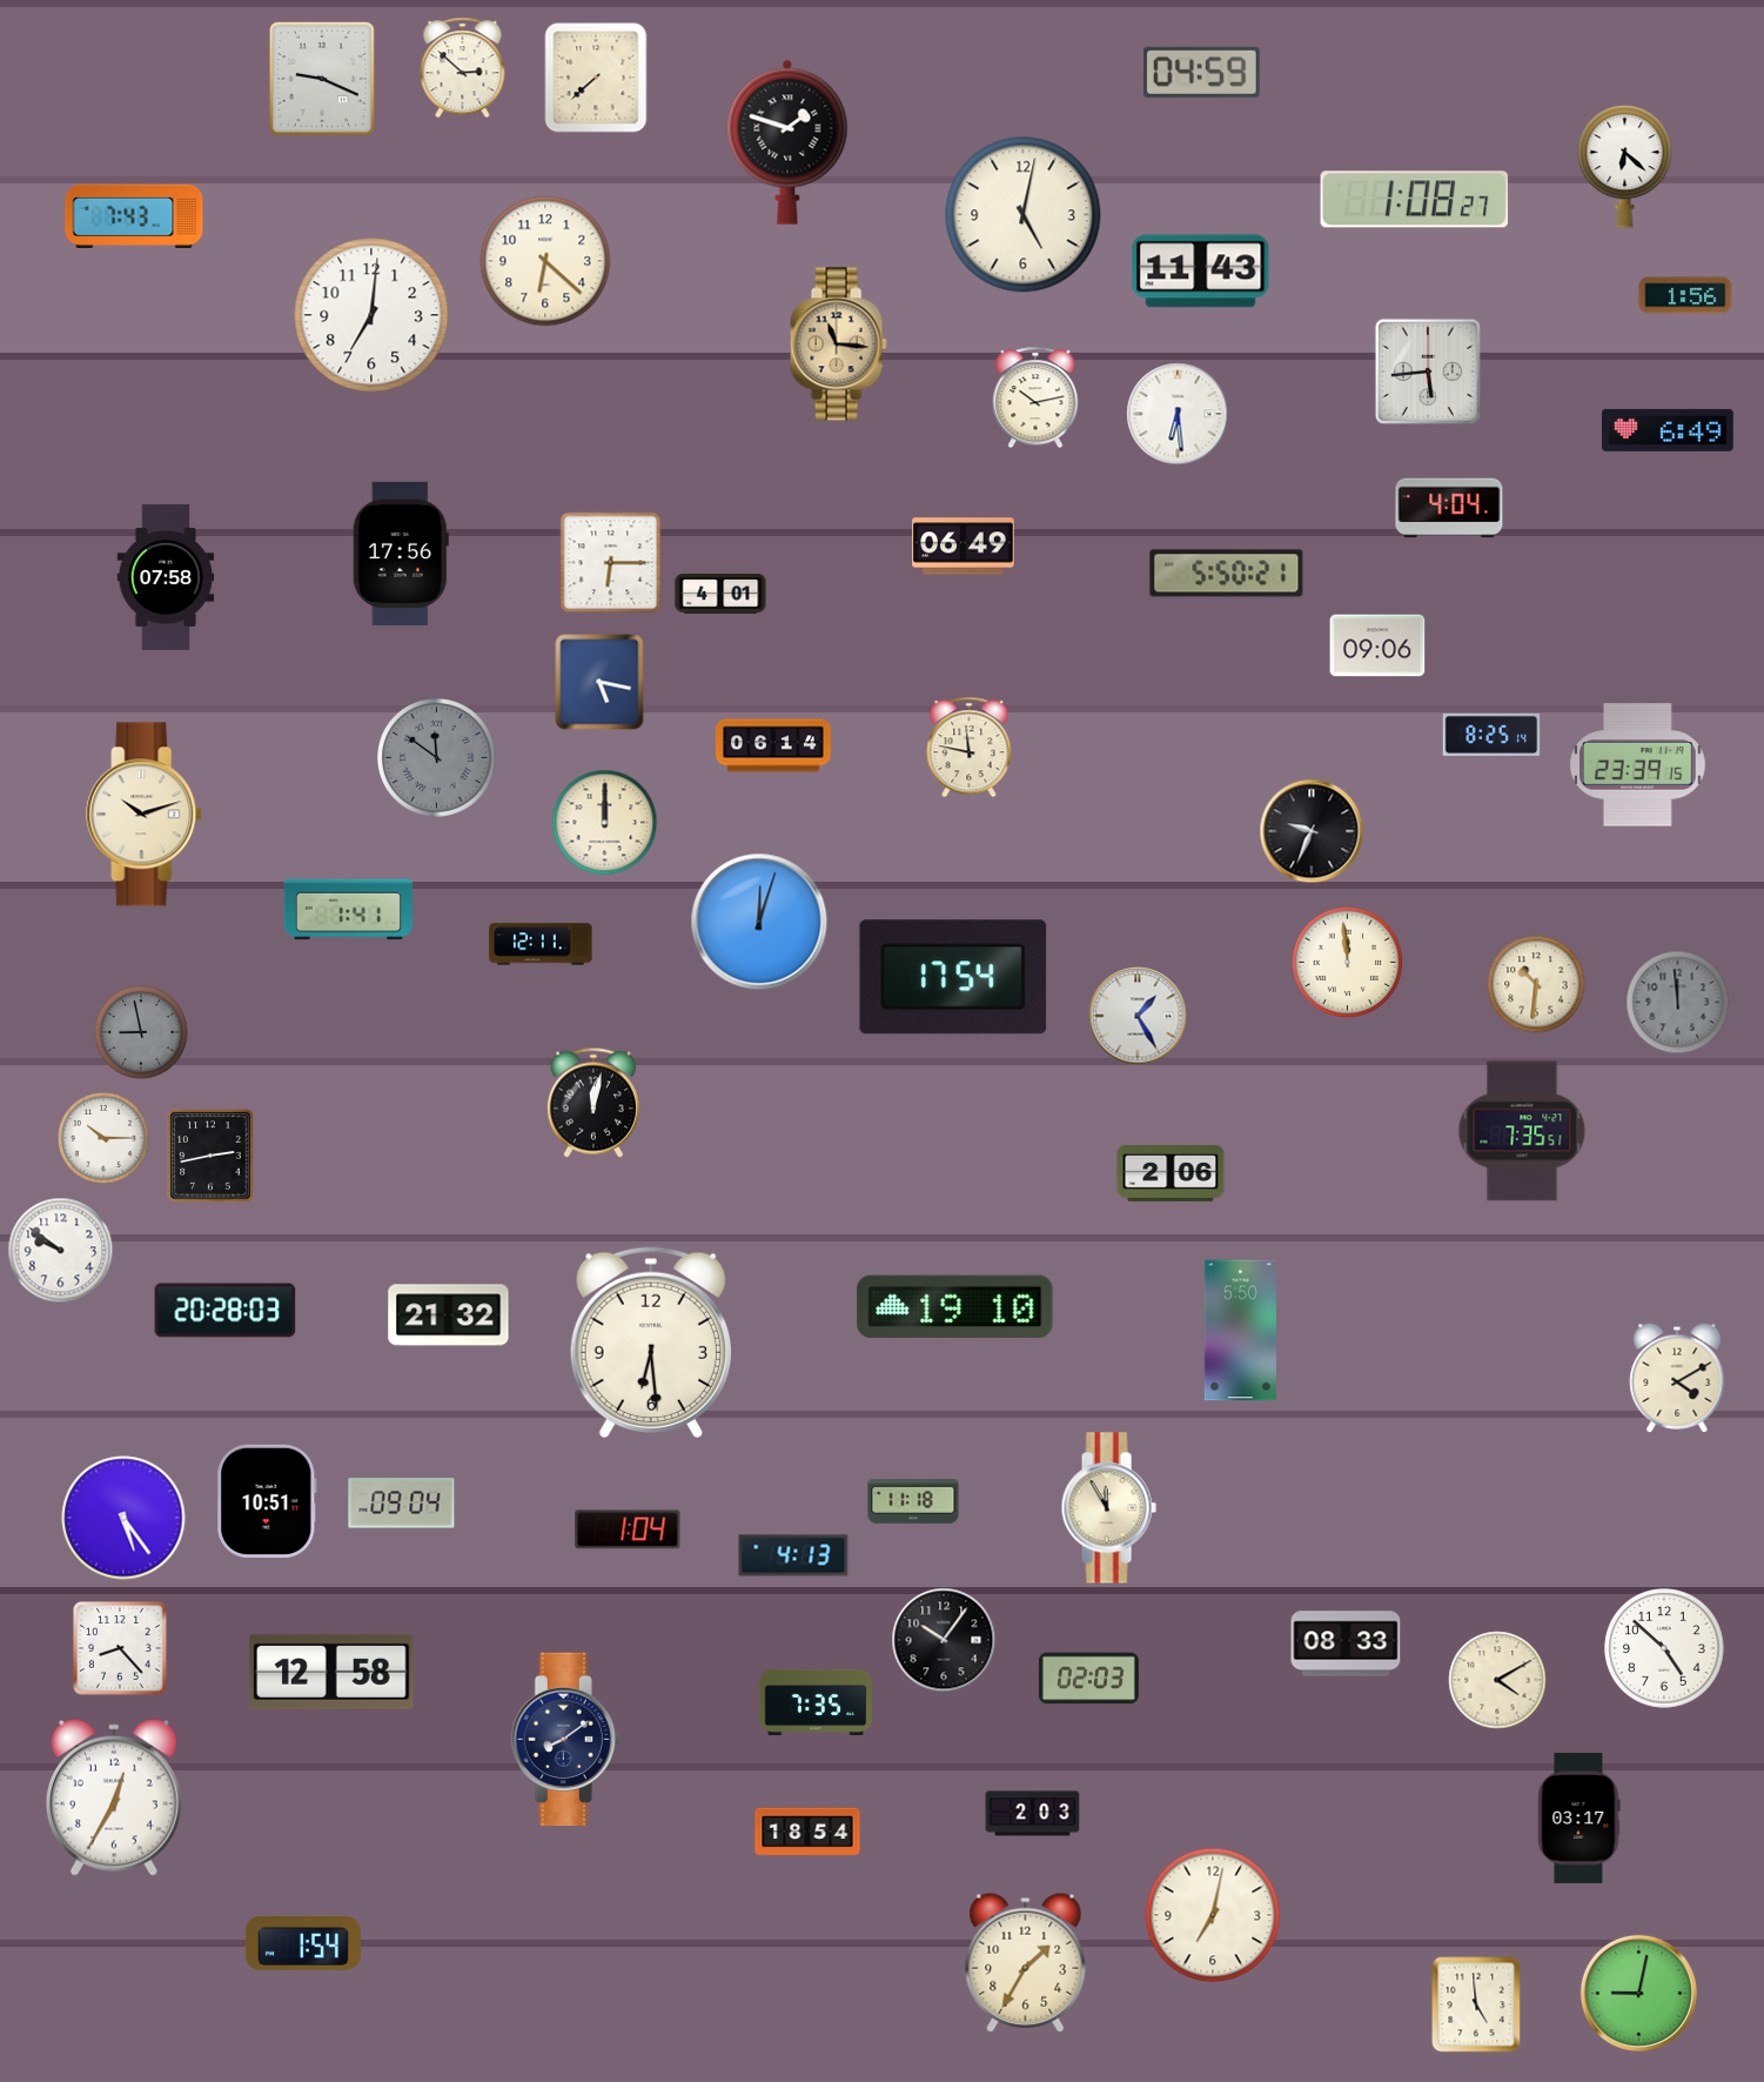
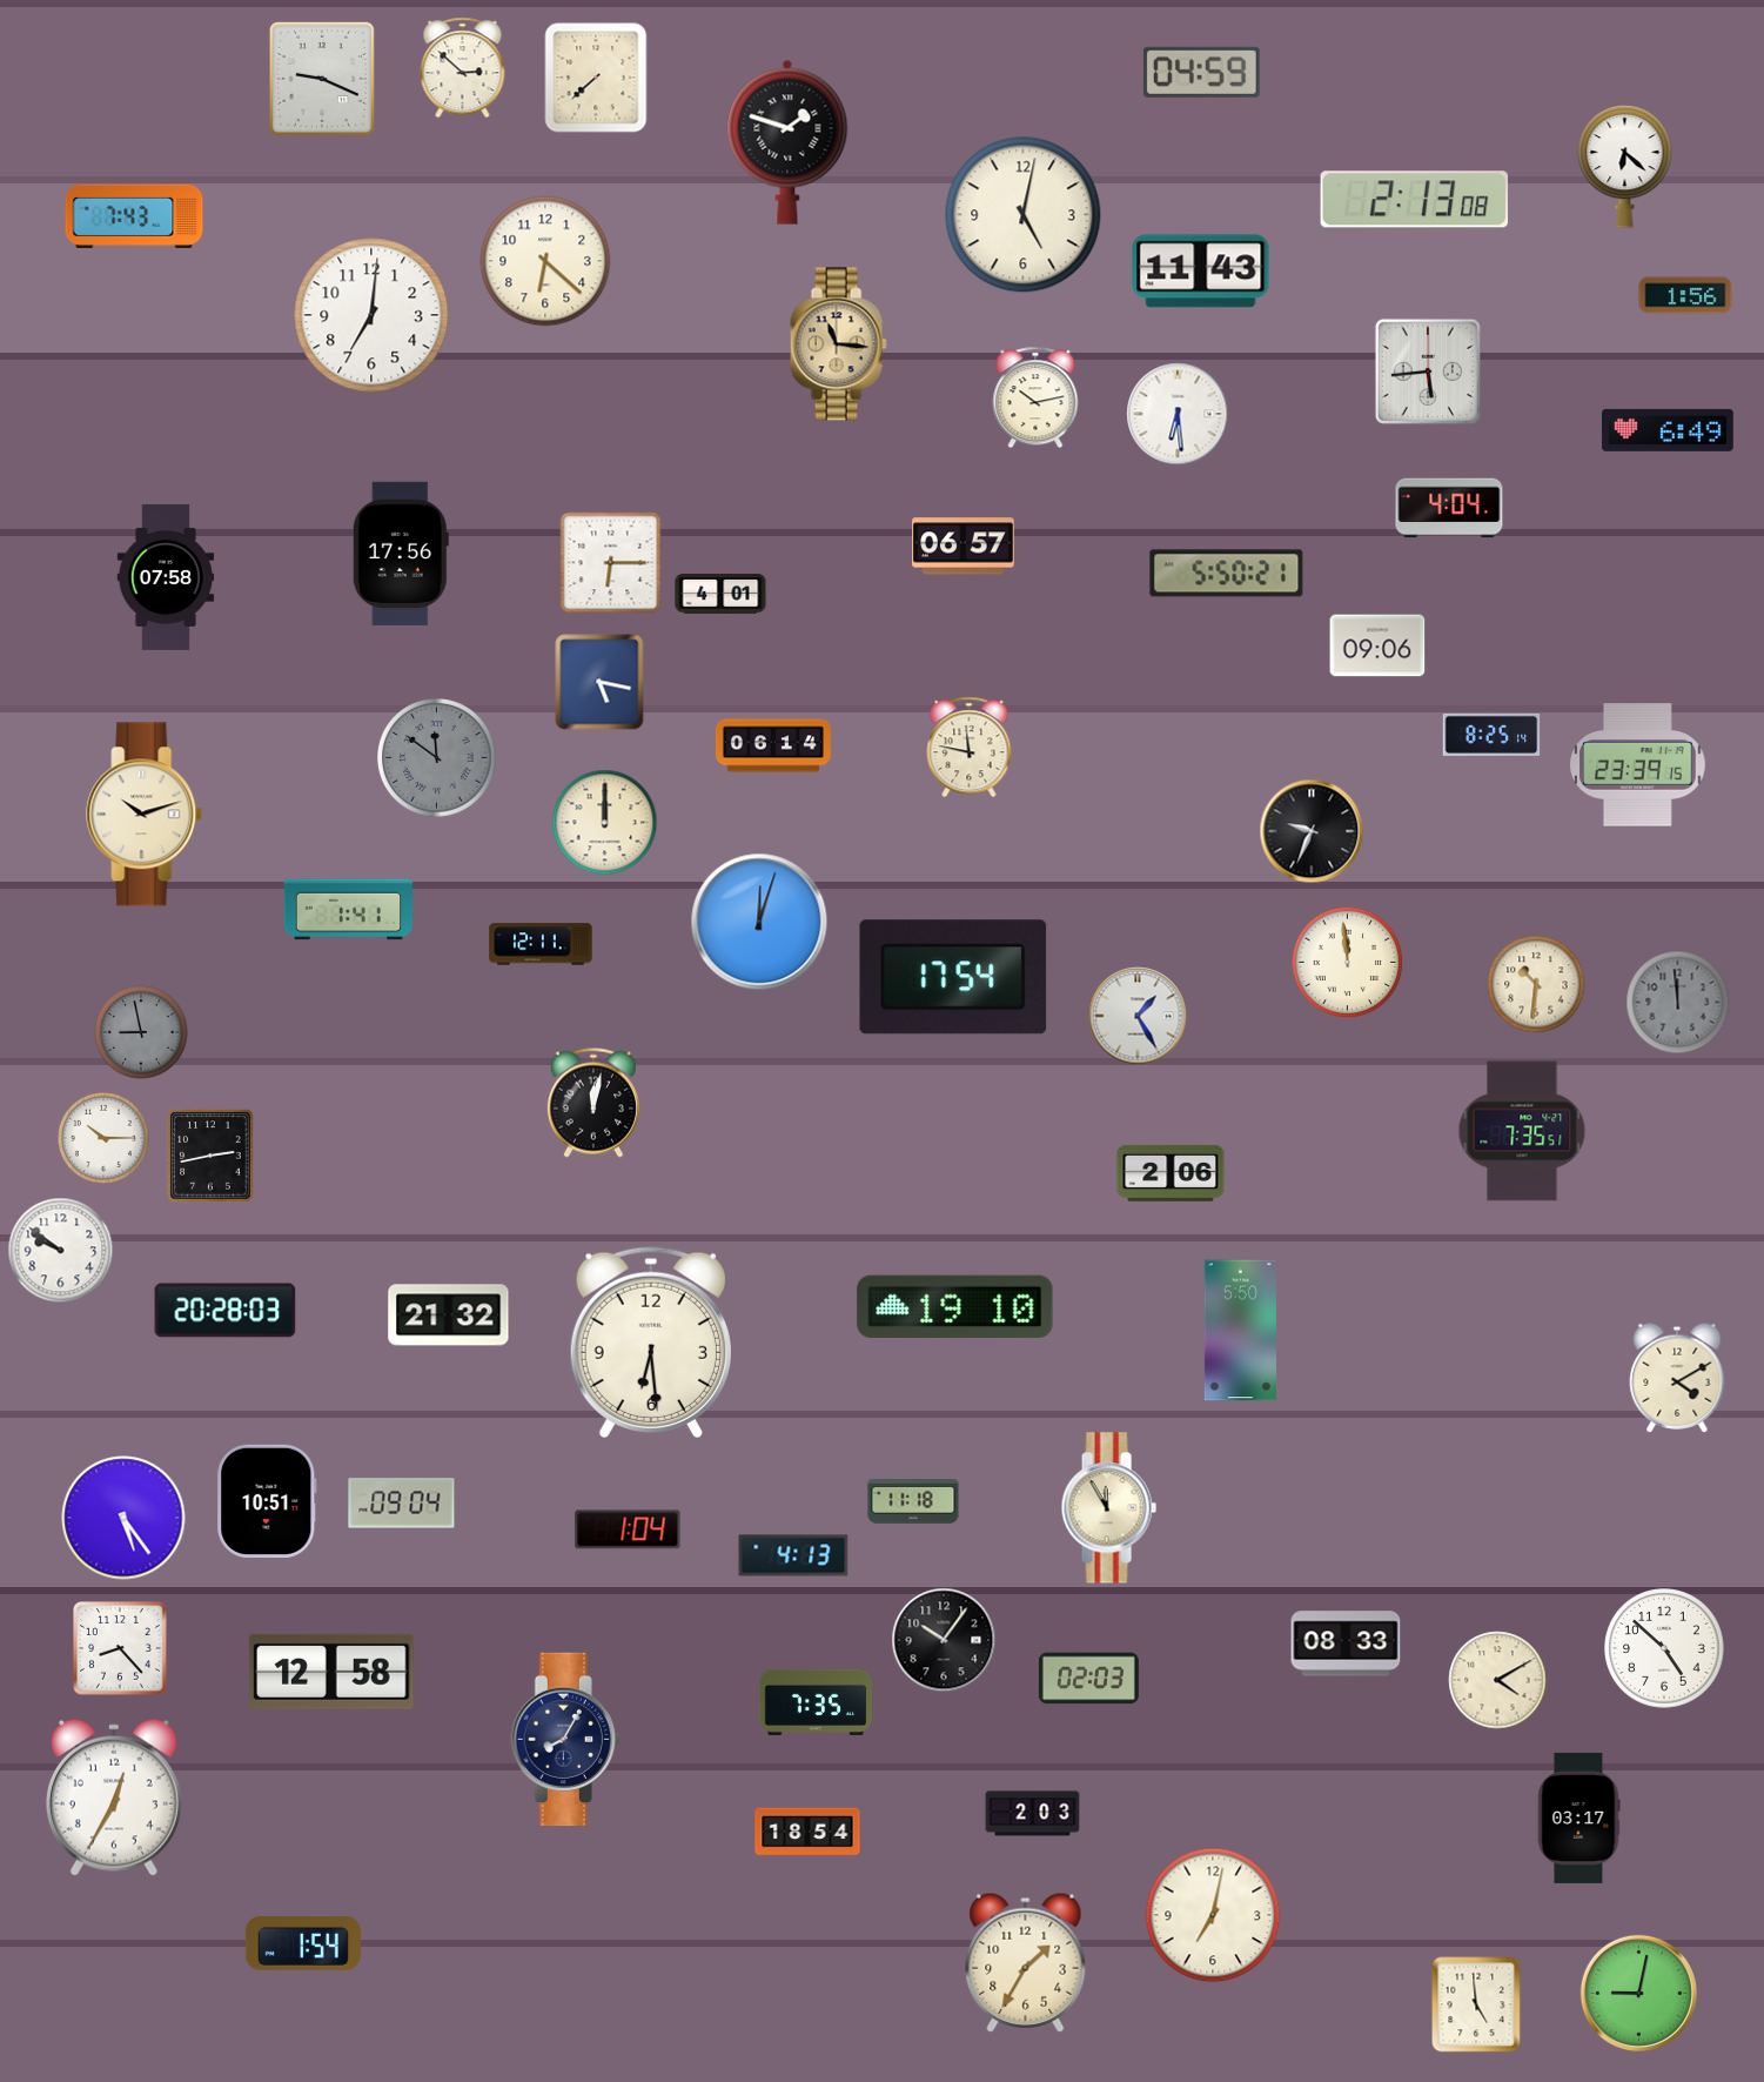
clock at (1415, 200): 1:08 -> 2:13
clock at (964, 547): 06:49 -> 06:57
clock at (565, 1740): 8:09 -> 8:05
